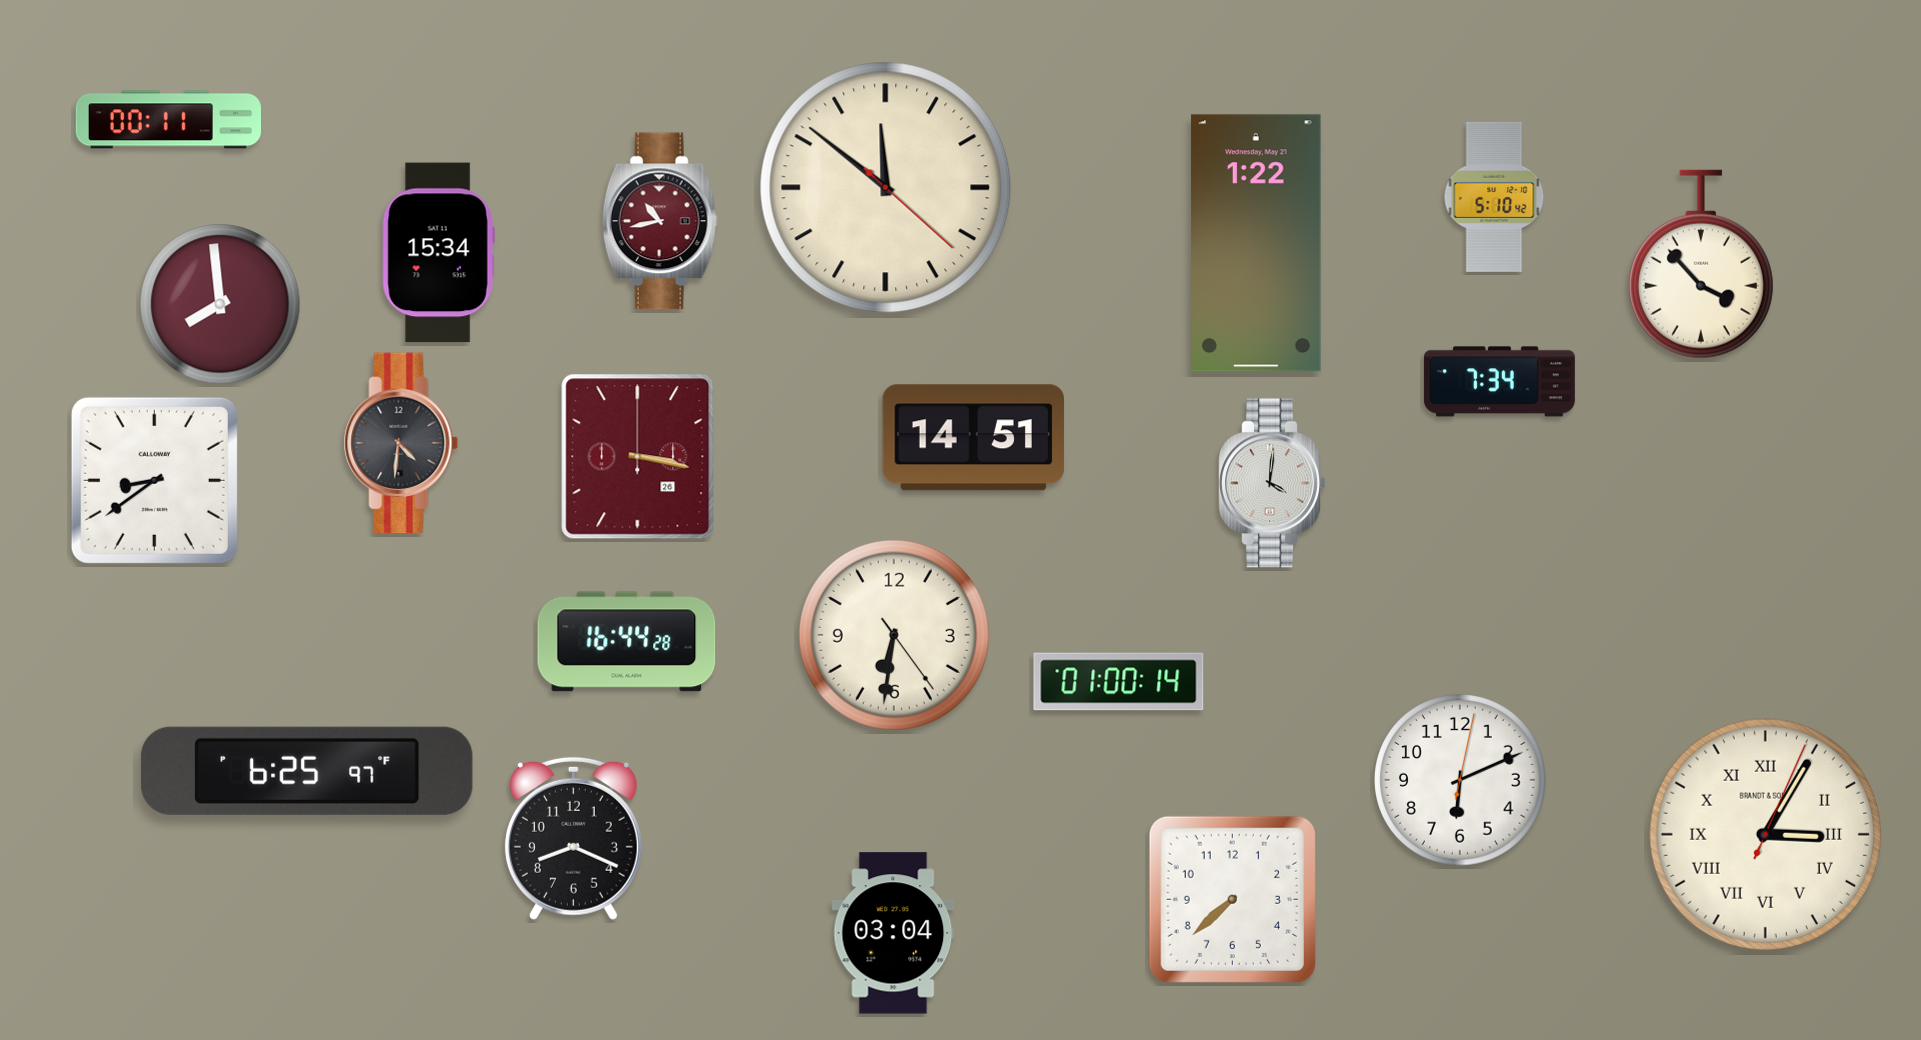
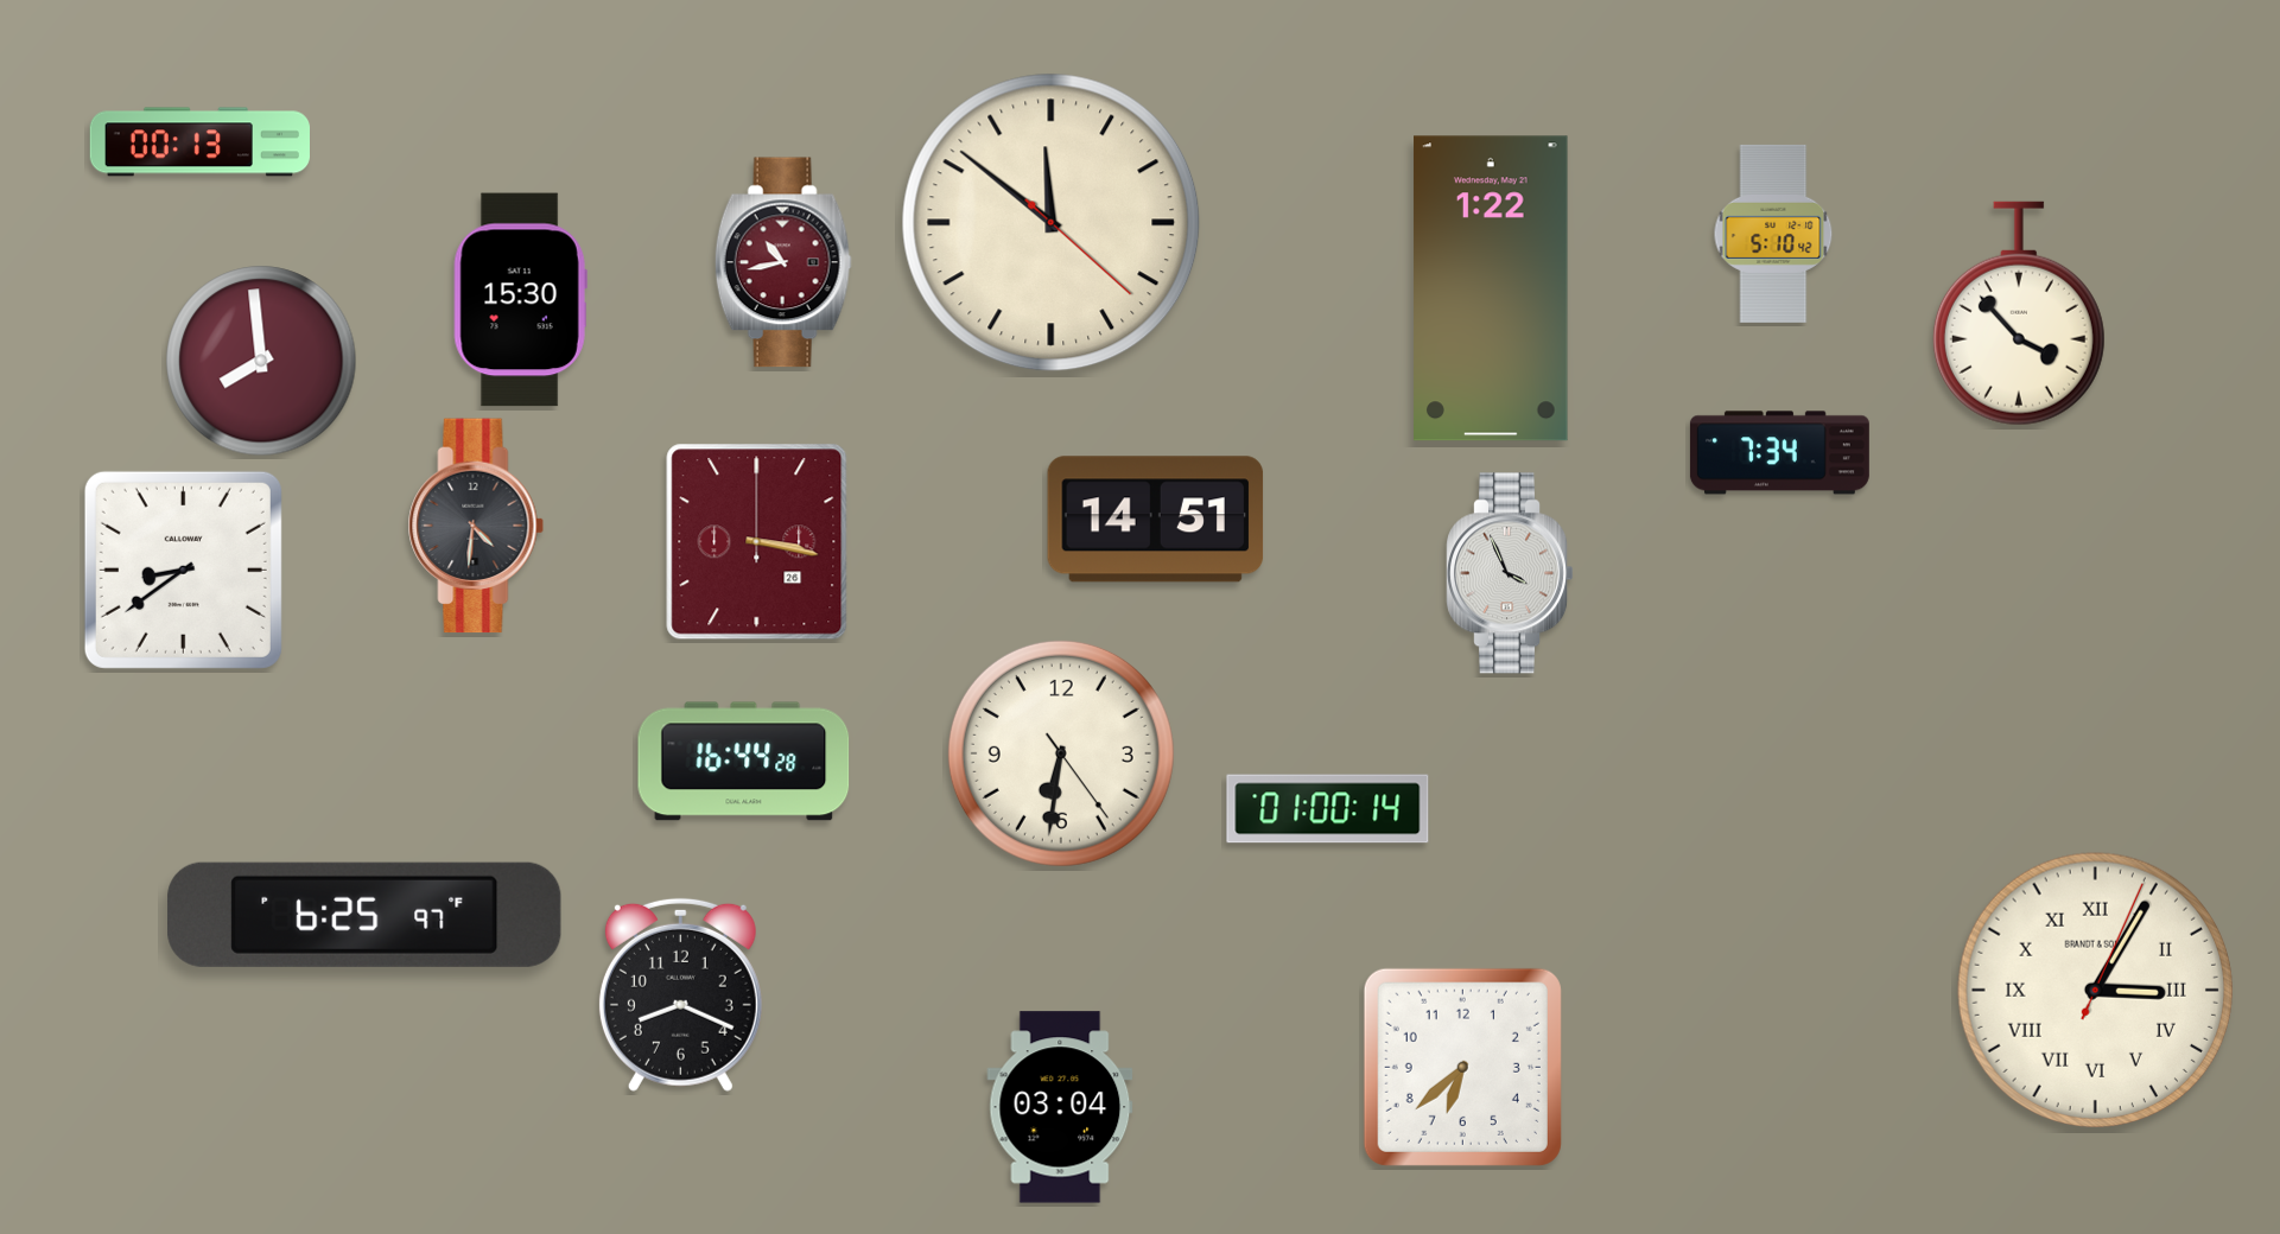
clock at (168, 120): 00:11 -> 00:13
clock at (438, 253): 15:34 -> 15:30
clock at (1273, 483): 4:01 -> 3:56
clock at (1460, 780): 6:11 -> none
clock at (1232, 899): 7:38 -> 6:38
